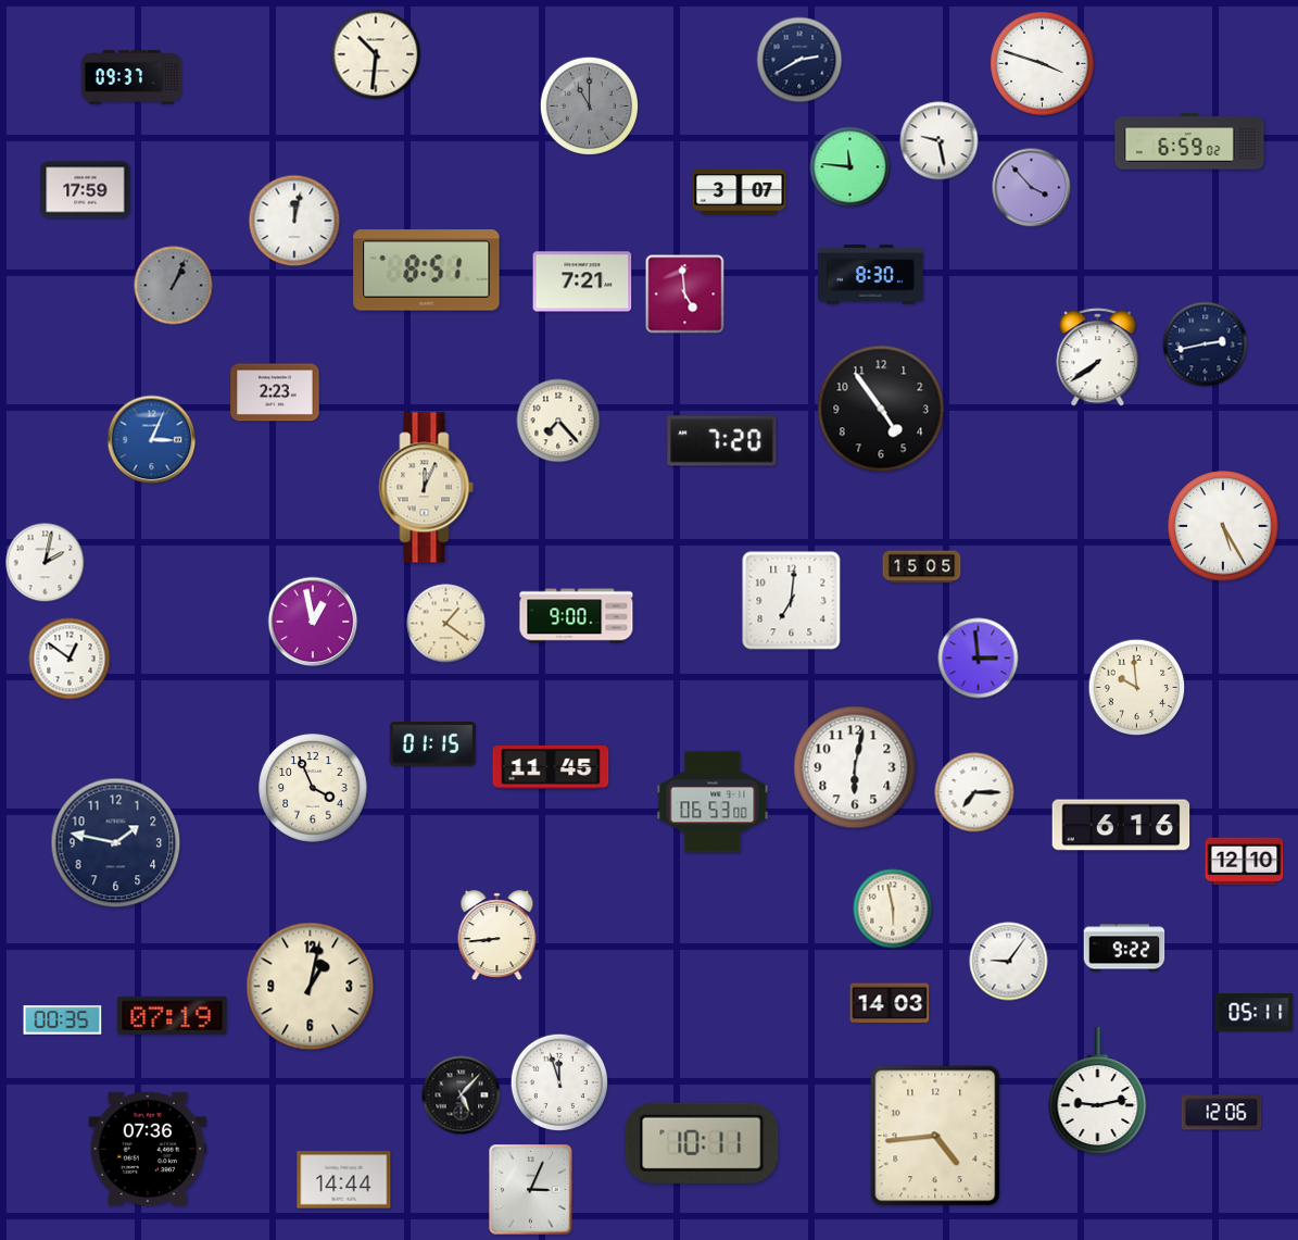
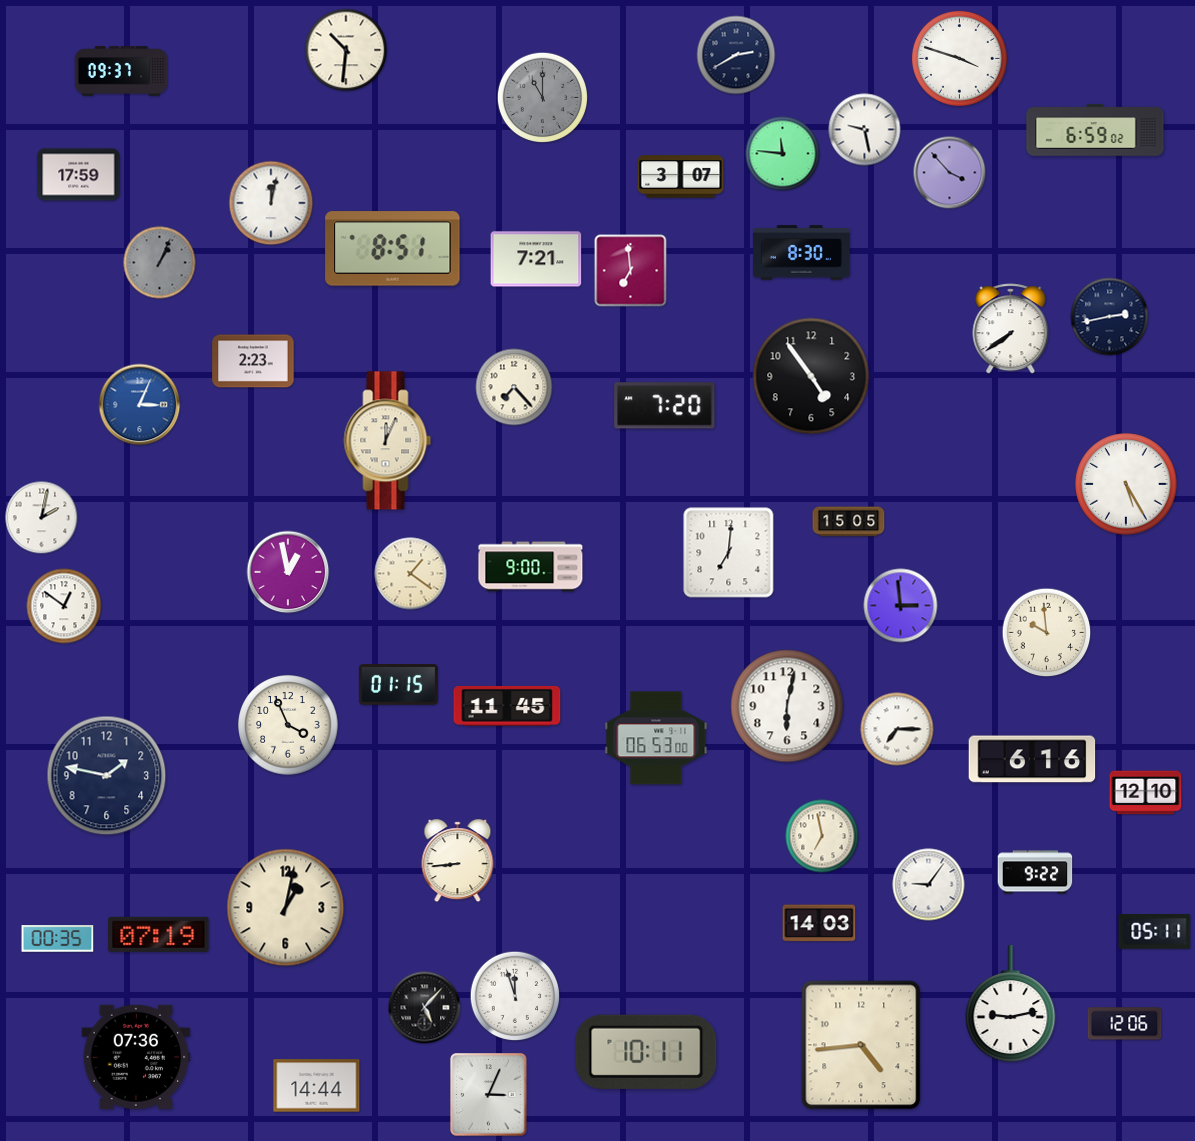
clock at (685, 295): 4:59 -> 6:59
clock at (427, 488) position: (427, 488) -> (388, 441)
clock at (893, 909): 5:58 -> 6:58
